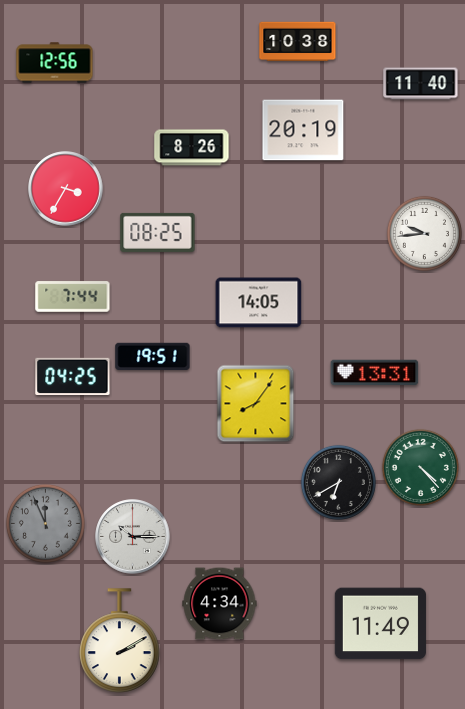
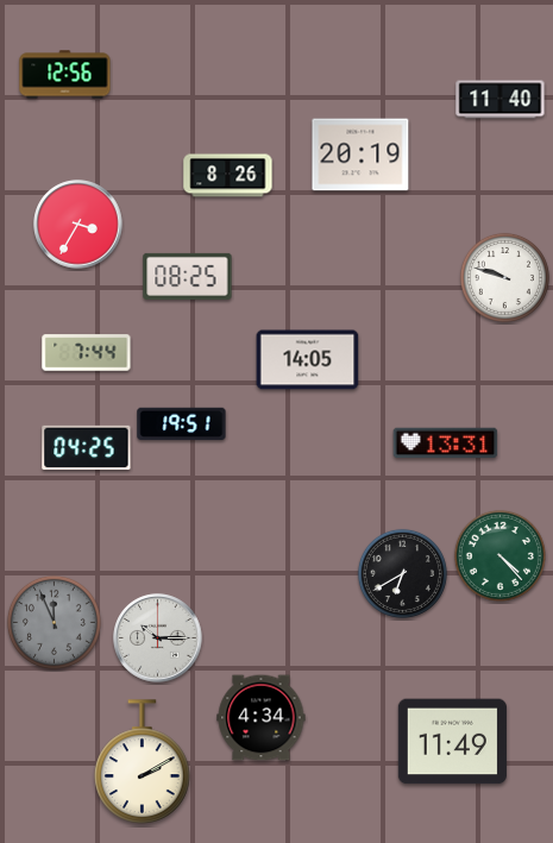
clock at (298, 42): 10:38 -> none
clock at (424, 233): 9:44 -> 9:48
clock at (256, 404): 8:06 -> none
